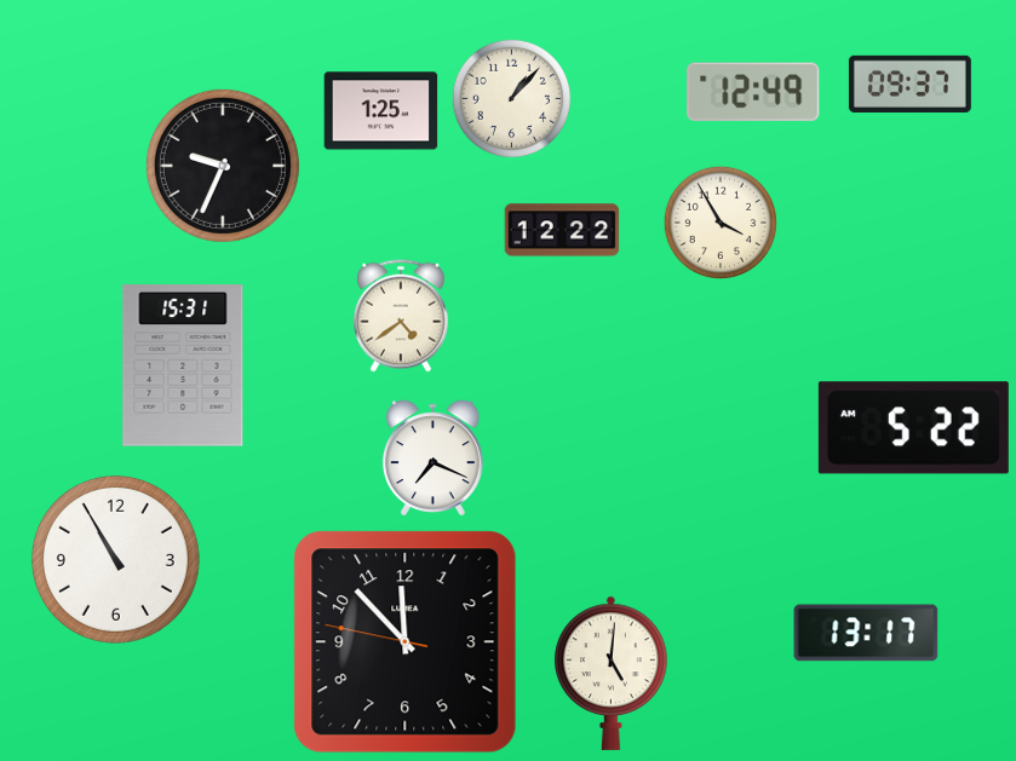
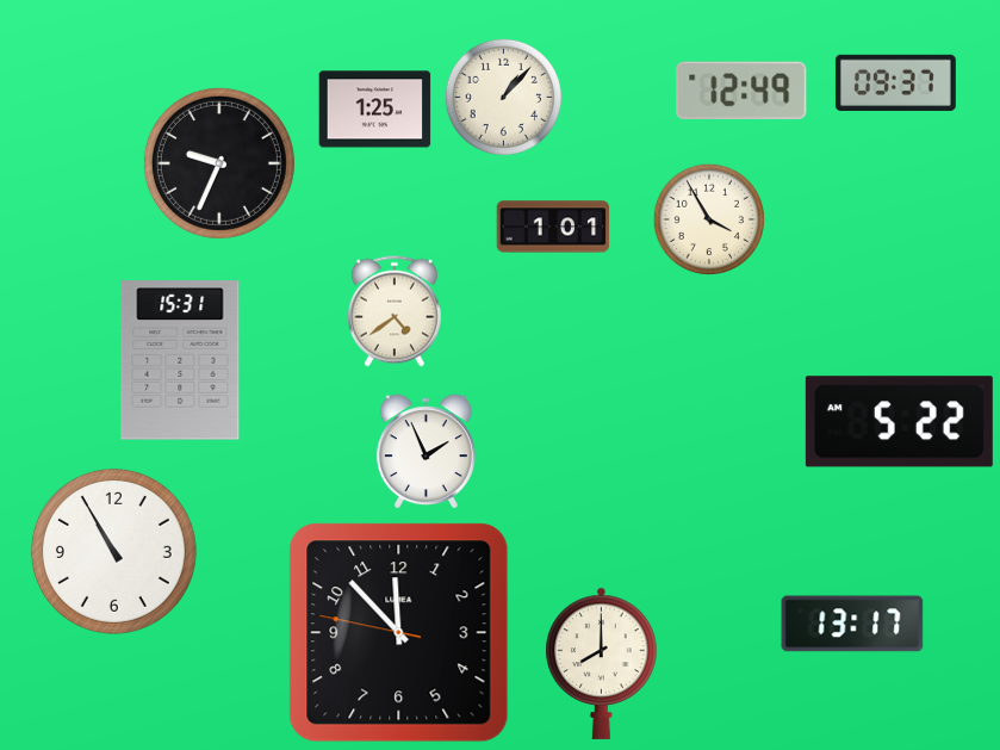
clock at (562, 230): 12:22 -> 1:01
clock at (432, 457): 7:19 -> 1:56
clock at (612, 673): 5:01 -> 8:00
